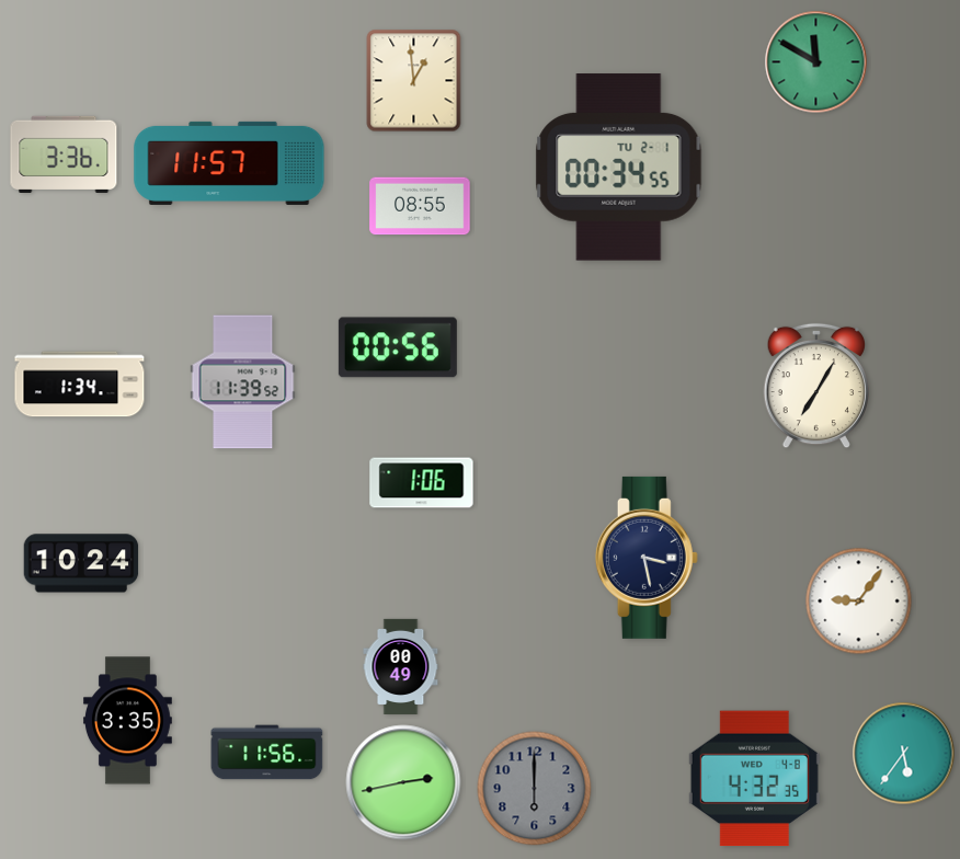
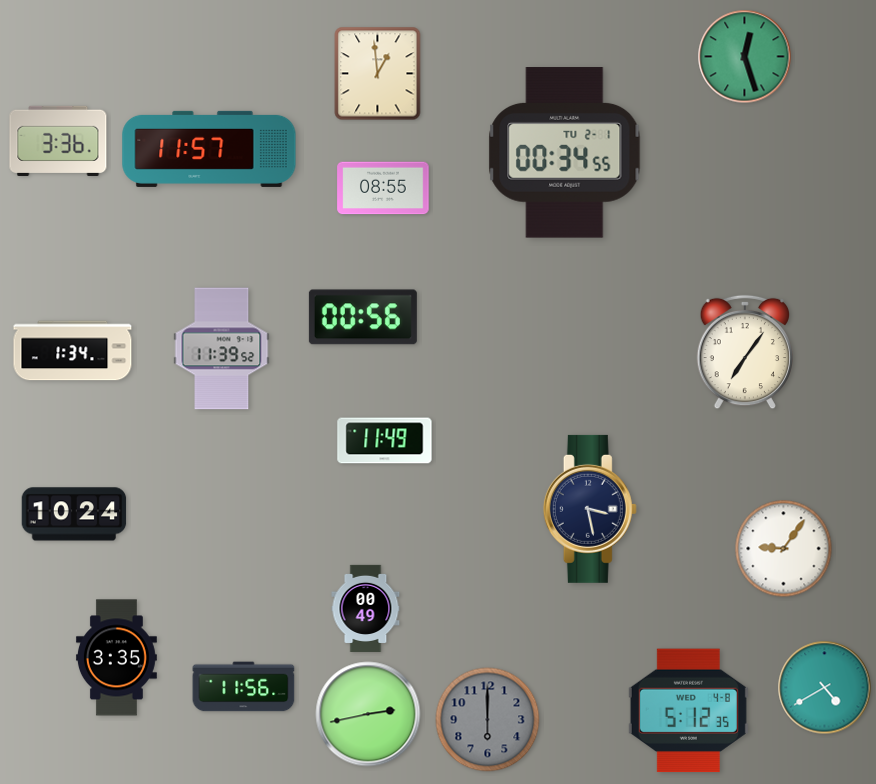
clock at (816, 62): 11:50 -> 12:27
clock at (815, 386): 7:05 -> 7:06
clock at (422, 483): 1:06 -> 11:49
clock at (904, 754): 5:36 -> 4:40
clock at (754, 779): 4:32 -> 5:12
